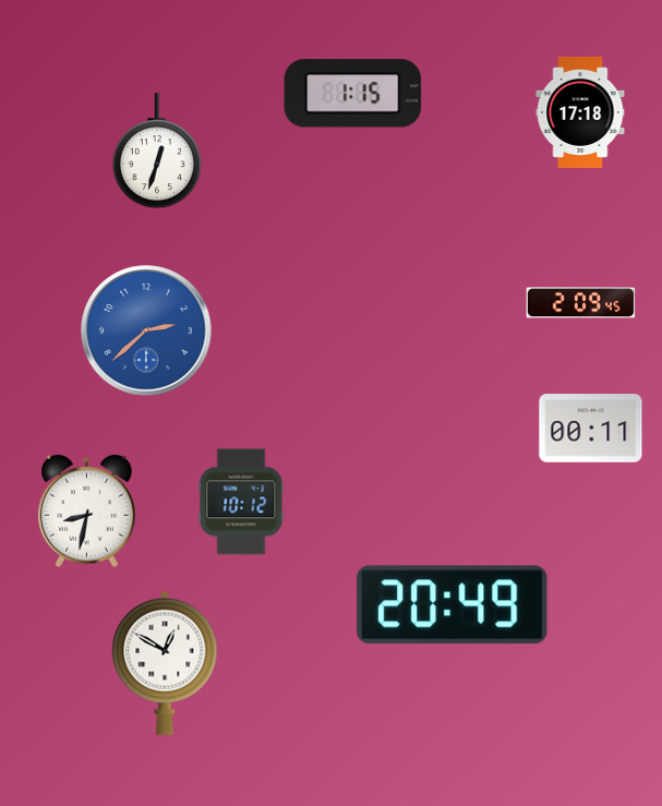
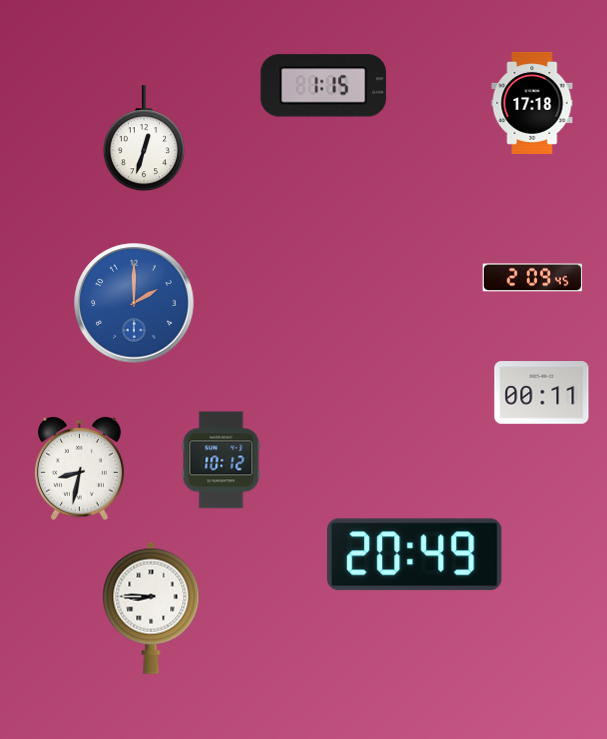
clock at (146, 330): 2:38 -> 2:00
clock at (165, 663): 12:50 -> 8:45
